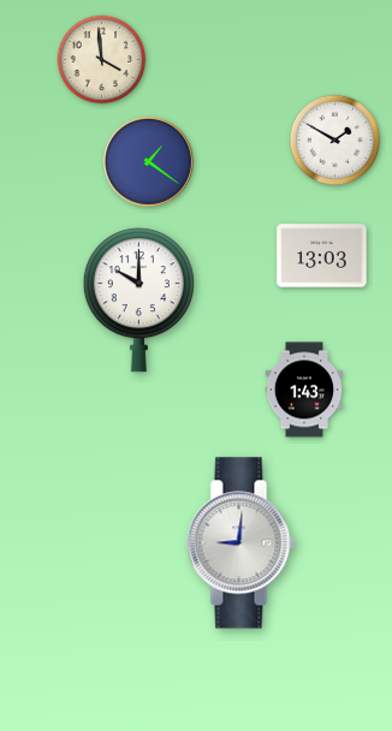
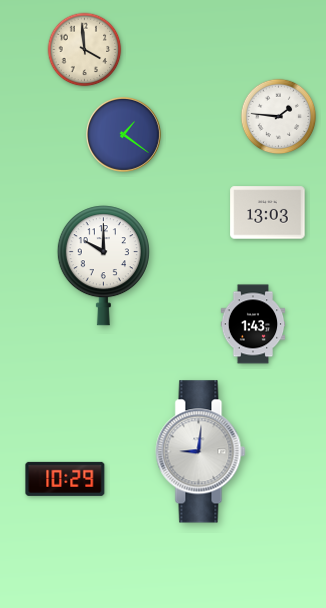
clock at (335, 141): 1:50 -> 1:46
clock at (138, 301) position: (138, 301) -> (103, 266)
clock at (65, 479): none -> 10:29
